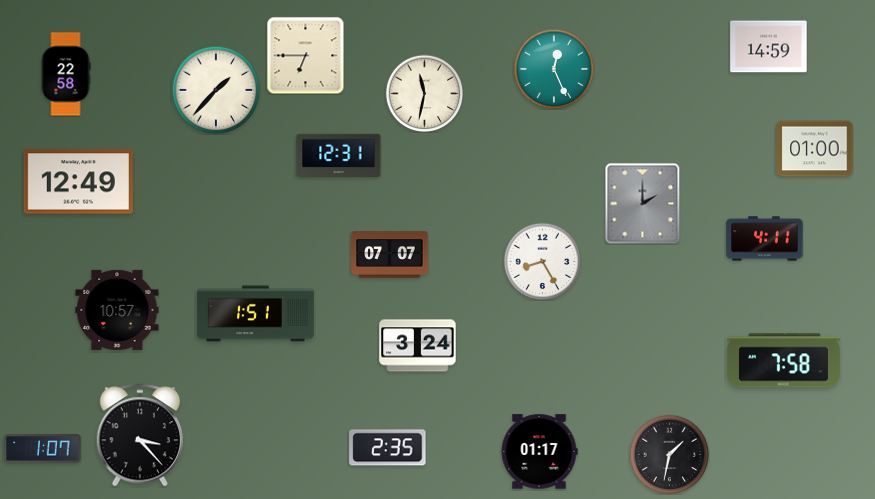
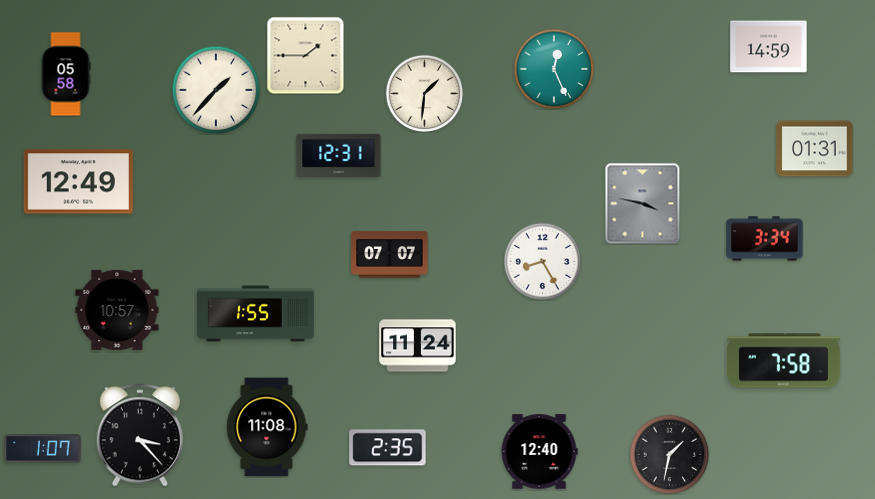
clock at (305, 55): 6:45 -> 1:45
clock at (66, 74): 22:58 -> 05:58
clock at (424, 93): 11:32 -> 1:31
clock at (815, 149): 01:00 -> 01:31
clock at (643, 203): 2:00 -> 3:47
clock at (765, 239): 4:11 -> 3:34
clock at (256, 314): 1:51 -> 1:55
clock at (418, 346): 3:24 -> 11:24
clock at (267, 427): none -> 11:08
clock at (539, 452): 01:17 -> 12:40
